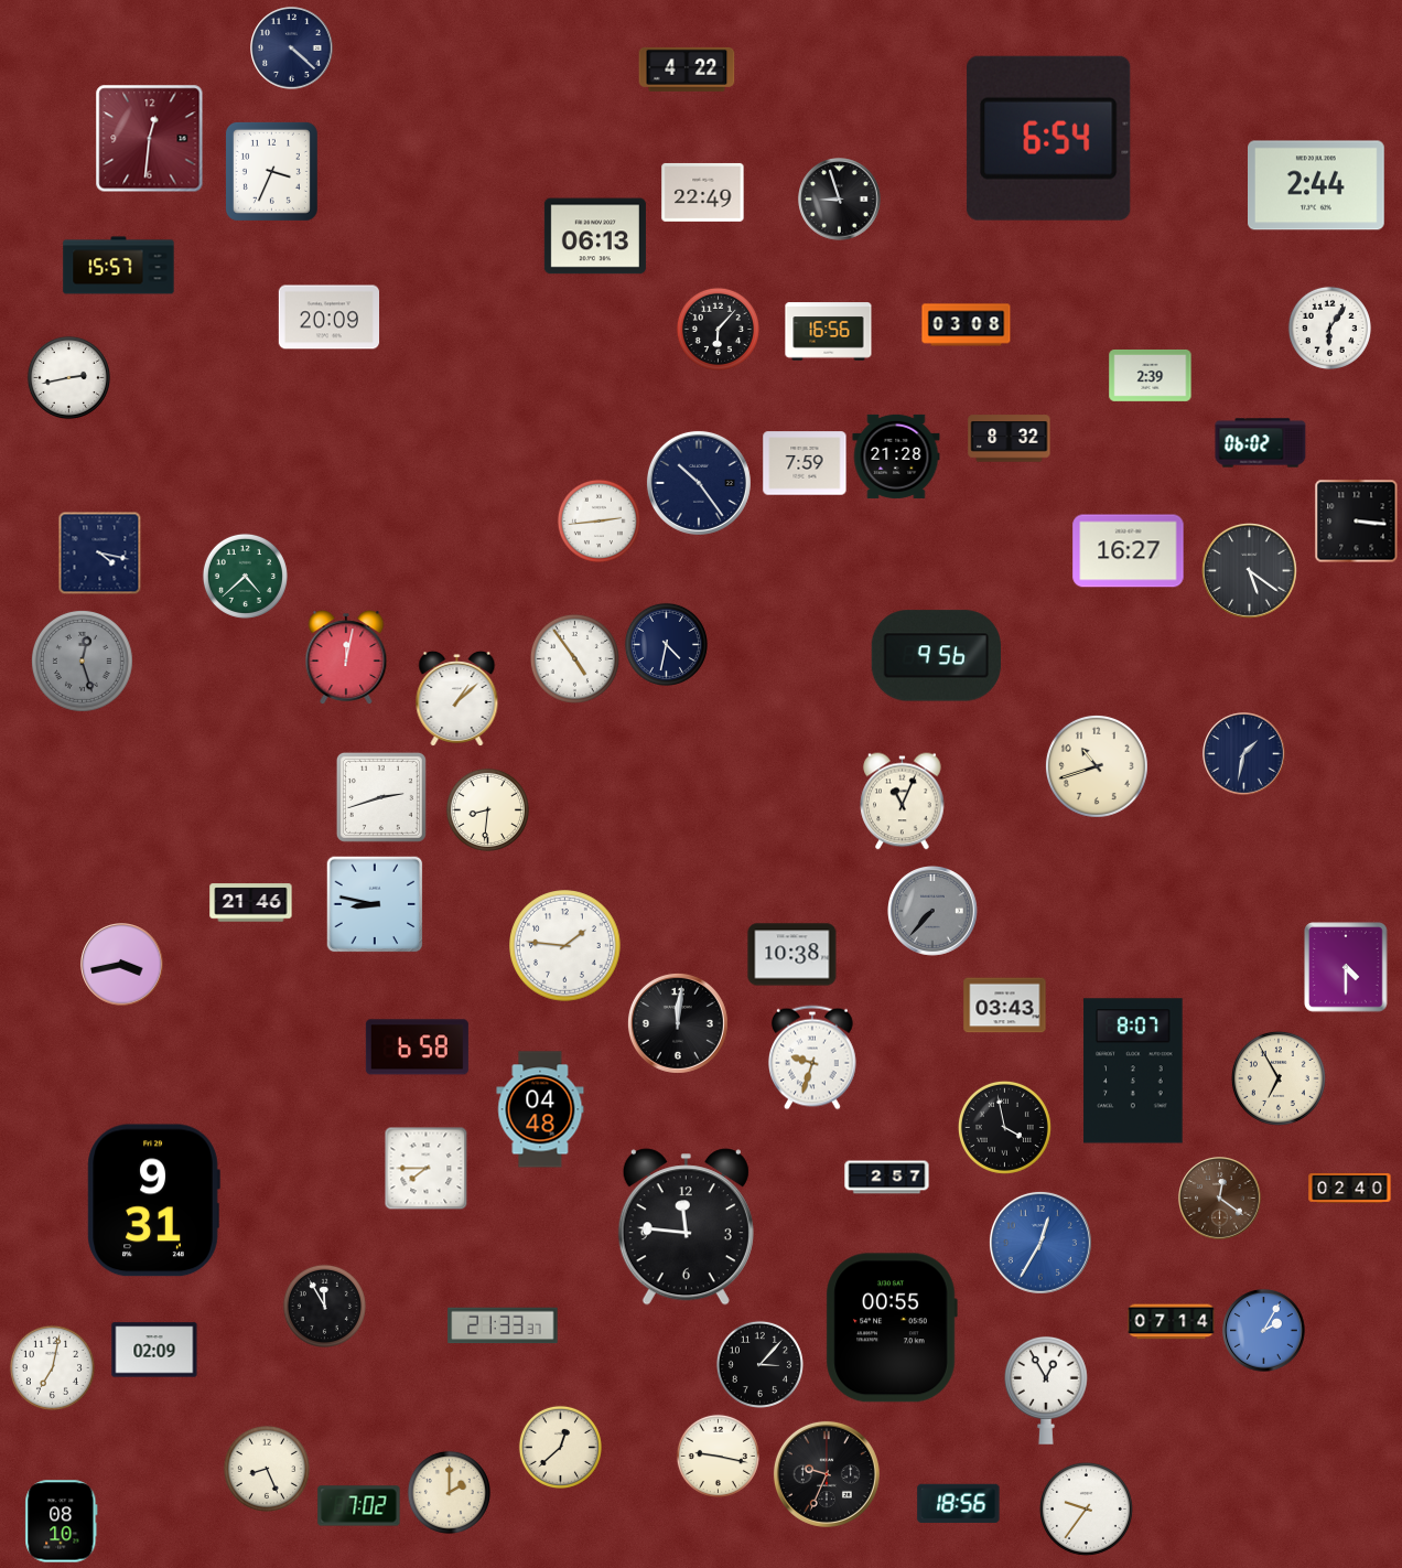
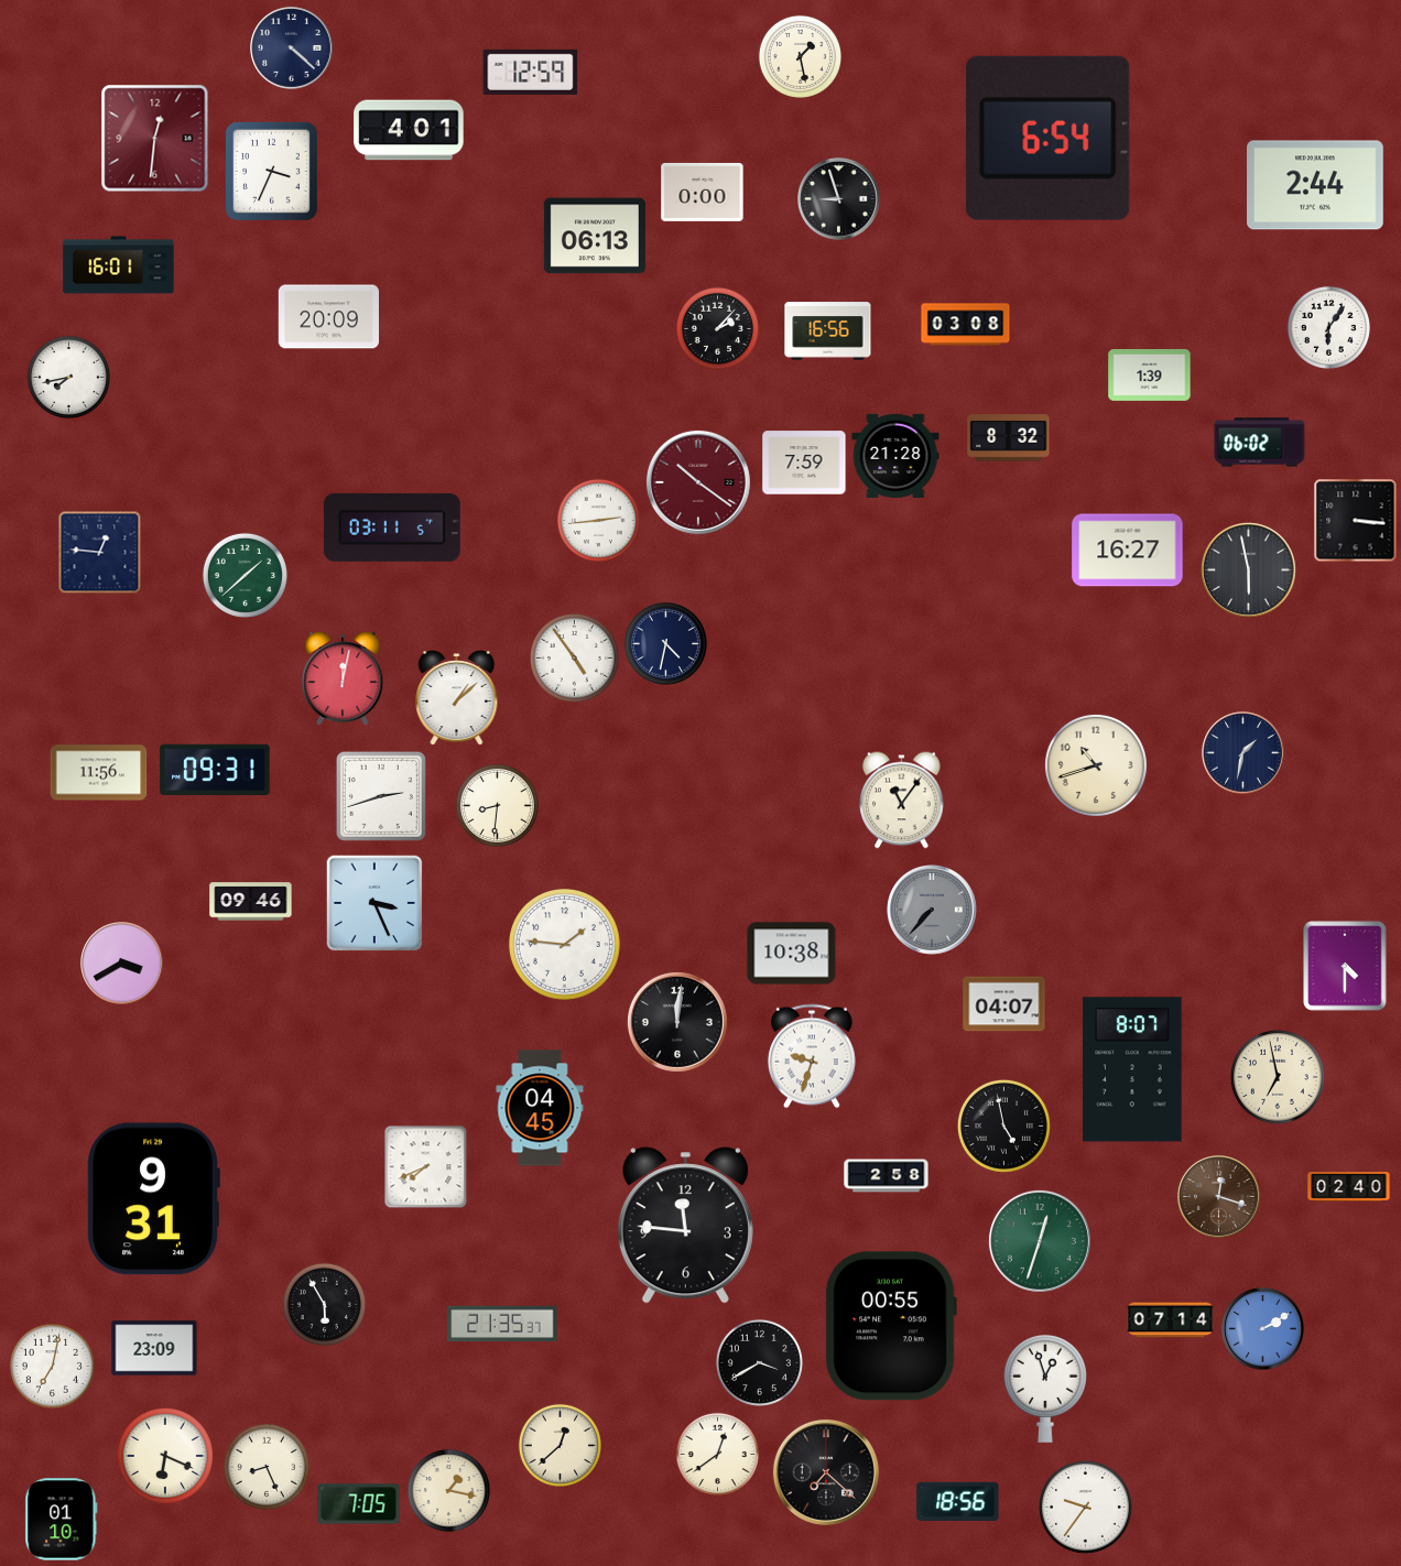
clock at (800, 56): none -> 1:28
clock at (687, 69): 4:22 -> none
clock at (531, 72): none -> 12:59
clock at (409, 130): none -> 4:01
clock at (150, 139) position: (150, 139) -> (155, 139)
clock at (703, 192): 22:49 -> 0:00
clock at (119, 266): 15:57 -> 16:01
clock at (718, 329): 6:07 -> 2:07
clock at (1151, 376): 2:39 -> 1:39
clock at (68, 377): 2:43 -> 7:43
clock at (699, 483): 10:24 -> 10:21
clock at (699, 483) dial: navy -> burgundy
clock at (392, 528): none -> 03:11
clock at (100, 554): 4:17 -> 12:46
clock at (1249, 570): 5:21 -> 5:58
clock at (245, 576): 4:38 -> 1:38
clock at (936, 656): 9:56 -> none
clock at (346, 657) position: (346, 657) -> (343, 678)
clock at (82, 661): 12:27 -> none
clock at (215, 770): none -> 09:31
clock at (99, 773): none -> 11:56
clock at (903, 802): 11:04 -> 11:06
clock at (487, 809) position: (487, 809) -> (497, 805)
clock at (251, 903): 21:46 -> 09:46
clock at (375, 904): 8:47 -> 3:26
clock at (122, 965): 3:43 -> 3:40
clock at (1005, 1006): 03:43 -> 04:07
clock at (417, 1048): 6:58 -> none
clock at (1279, 1078): 6:55 -> 6:58
clock at (540, 1109): 04:48 -> 04:45
clock at (1004, 1127): 3:58 -> 4:58
clock at (427, 1169): 7:45 -> 7:41
clock at (887, 1178): 2:57 -> 2:58
clock at (1220, 1199): 12:21 -> 12:18
clock at (1040, 1243): 12:35 -> 12:33
clock at (1040, 1243) dial: blue -> green
clock at (324, 1306): 11:55 -> 5:55
clock at (503, 1325): 21:33 -> 21:35
clock at (1264, 1331): 2:05 -> 2:10
clock at (154, 1350): 02:09 -> 23:09
clock at (759, 1364): 3:07 -> 3:40
clock at (1046, 1390): 12:55 -> 12:57
clock at (718, 1456): 9:17 -> 12:39
clock at (165, 1456): none -> 6:19
clock at (827, 1474): 9:34 -> 7:22
clock at (449, 1492): 2:00 -> 1:17
clock at (359, 1506): 7:02 -> 7:05
clock at (62, 1522): 08:10 -> 01:10
